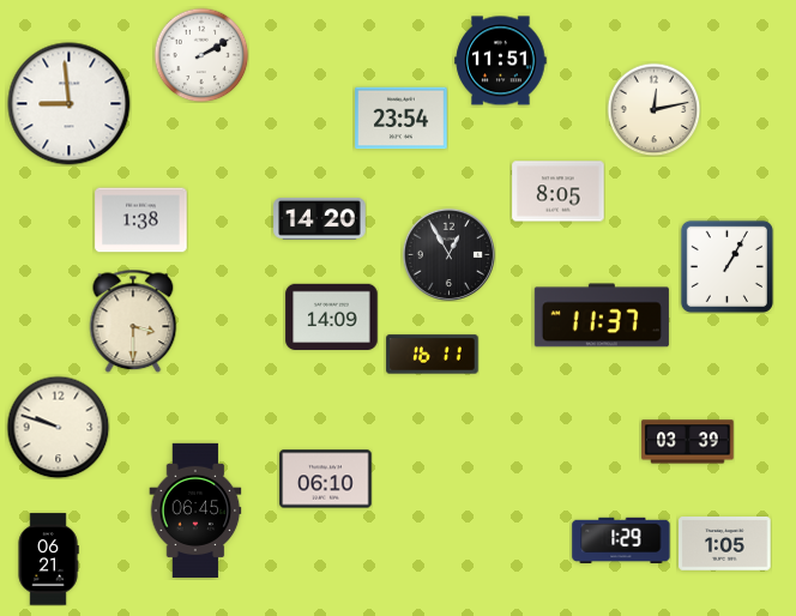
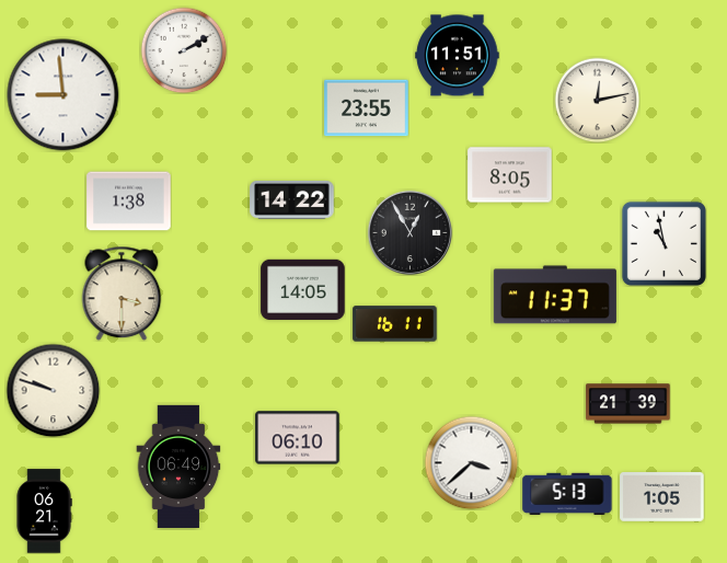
clock at (402, 119): 23:54 -> 23:55
clock at (320, 218): 14:20 -> 14:22
clock at (726, 266): 1:05 -> 10:58
clock at (602, 315) position: (602, 315) -> (555, 295)
clock at (332, 316): 14:09 -> 14:05
clock at (688, 442): 03:39 -> 21:39
clock at (471, 462): none -> 3:38
clock at (195, 511): 06:45 -> 06:49
clock at (621, 539): 1:29 -> 5:13
